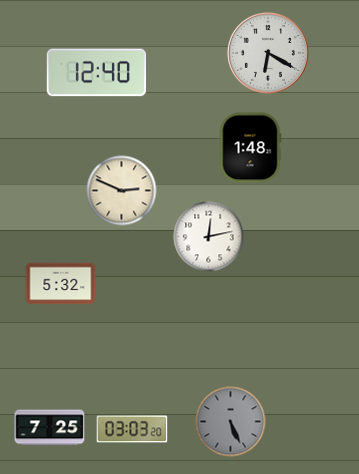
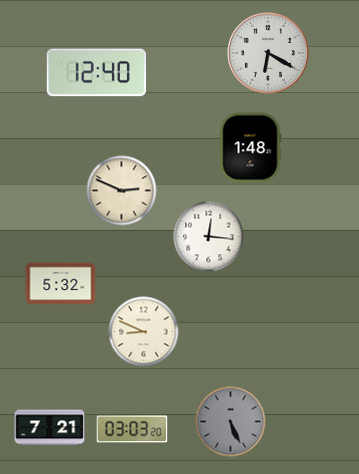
clock at (209, 237): 12:13 -> 12:16
clock at (144, 332): none -> 8:49
clock at (50, 428): 7:25 -> 7:21
